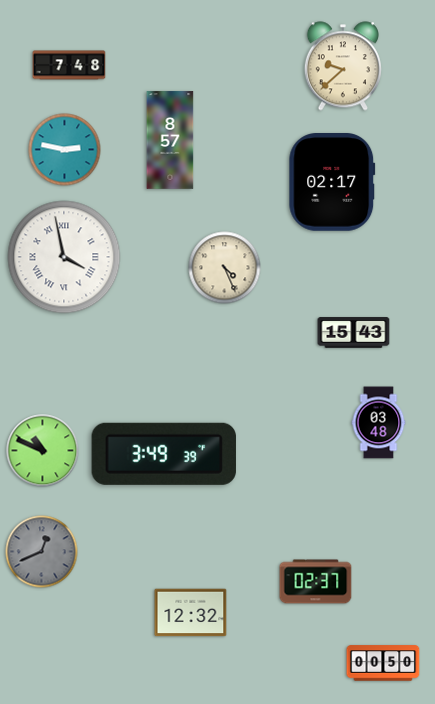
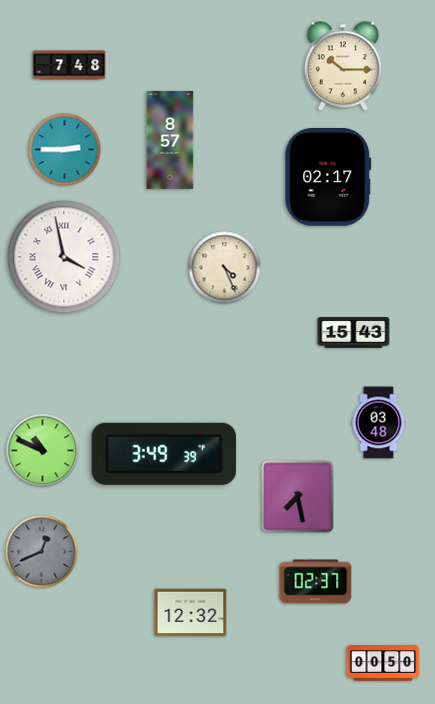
clock at (343, 66): 9:38 -> 10:15
clock at (65, 150): 2:47 -> 2:45
clock at (332, 183) position: (332, 183) -> (328, 178)
clock at (298, 497): none -> 7:28
